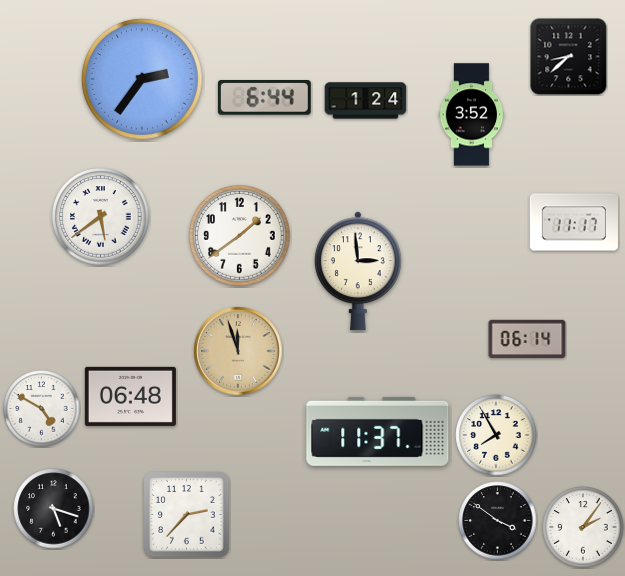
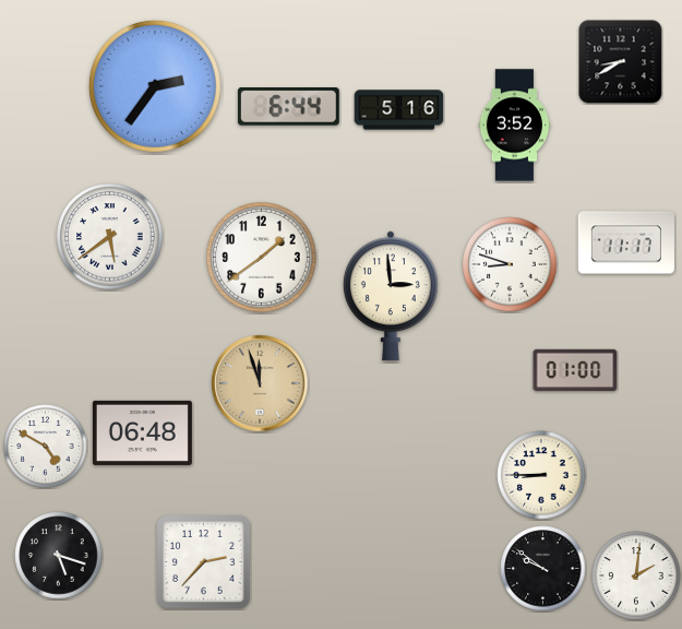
clock at (569, 57): 8:38 -> 8:40
clock at (366, 101): 1:24 -> 5:16
clock at (510, 264): none -> 8:48
clock at (527, 339): 06:14 -> 01:00
clock at (378, 431): 11:37 -> none
clock at (496, 435): 7:55 -> 8:45
clock at (498, 521): 3:51 -> 9:51
clock at (583, 527): 2:06 -> 2:01
